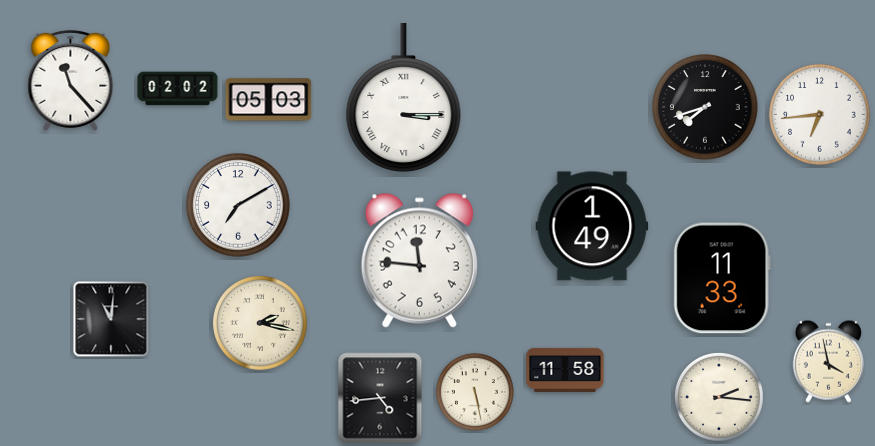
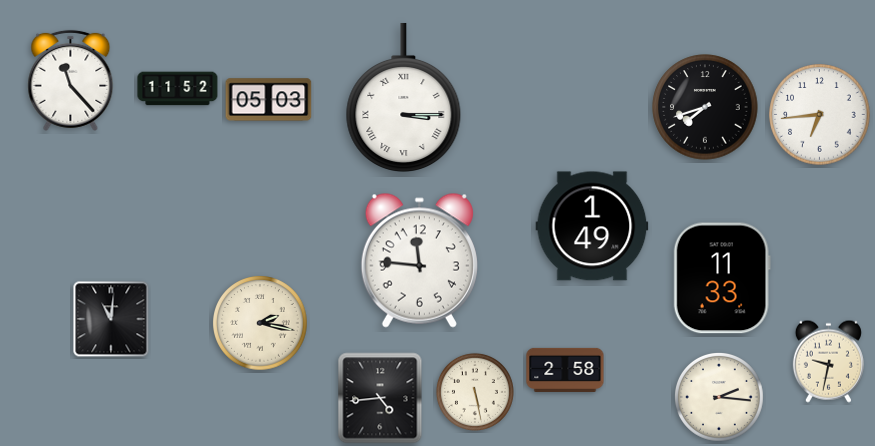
clock at (178, 89): 02:02 -> 11:52
clock at (238, 205): 7:10 -> none
clock at (828, 361): 3:58 -> 9:32
clock at (565, 370): 11:58 -> 2:58
